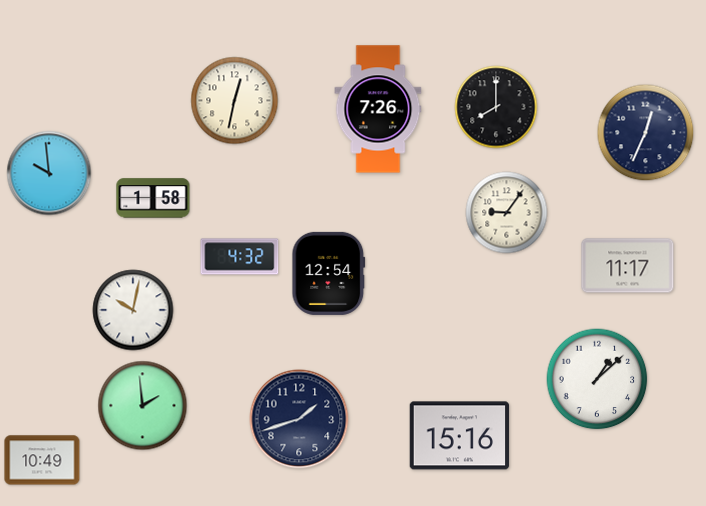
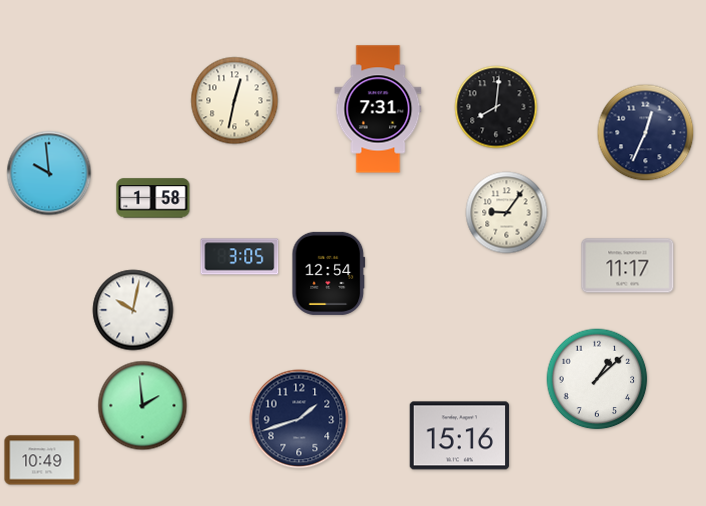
clock at (496, 107): 8:00 -> 8:01
clock at (378, 109): 7:26 -> 7:31
clock at (240, 257): 4:32 -> 3:05
